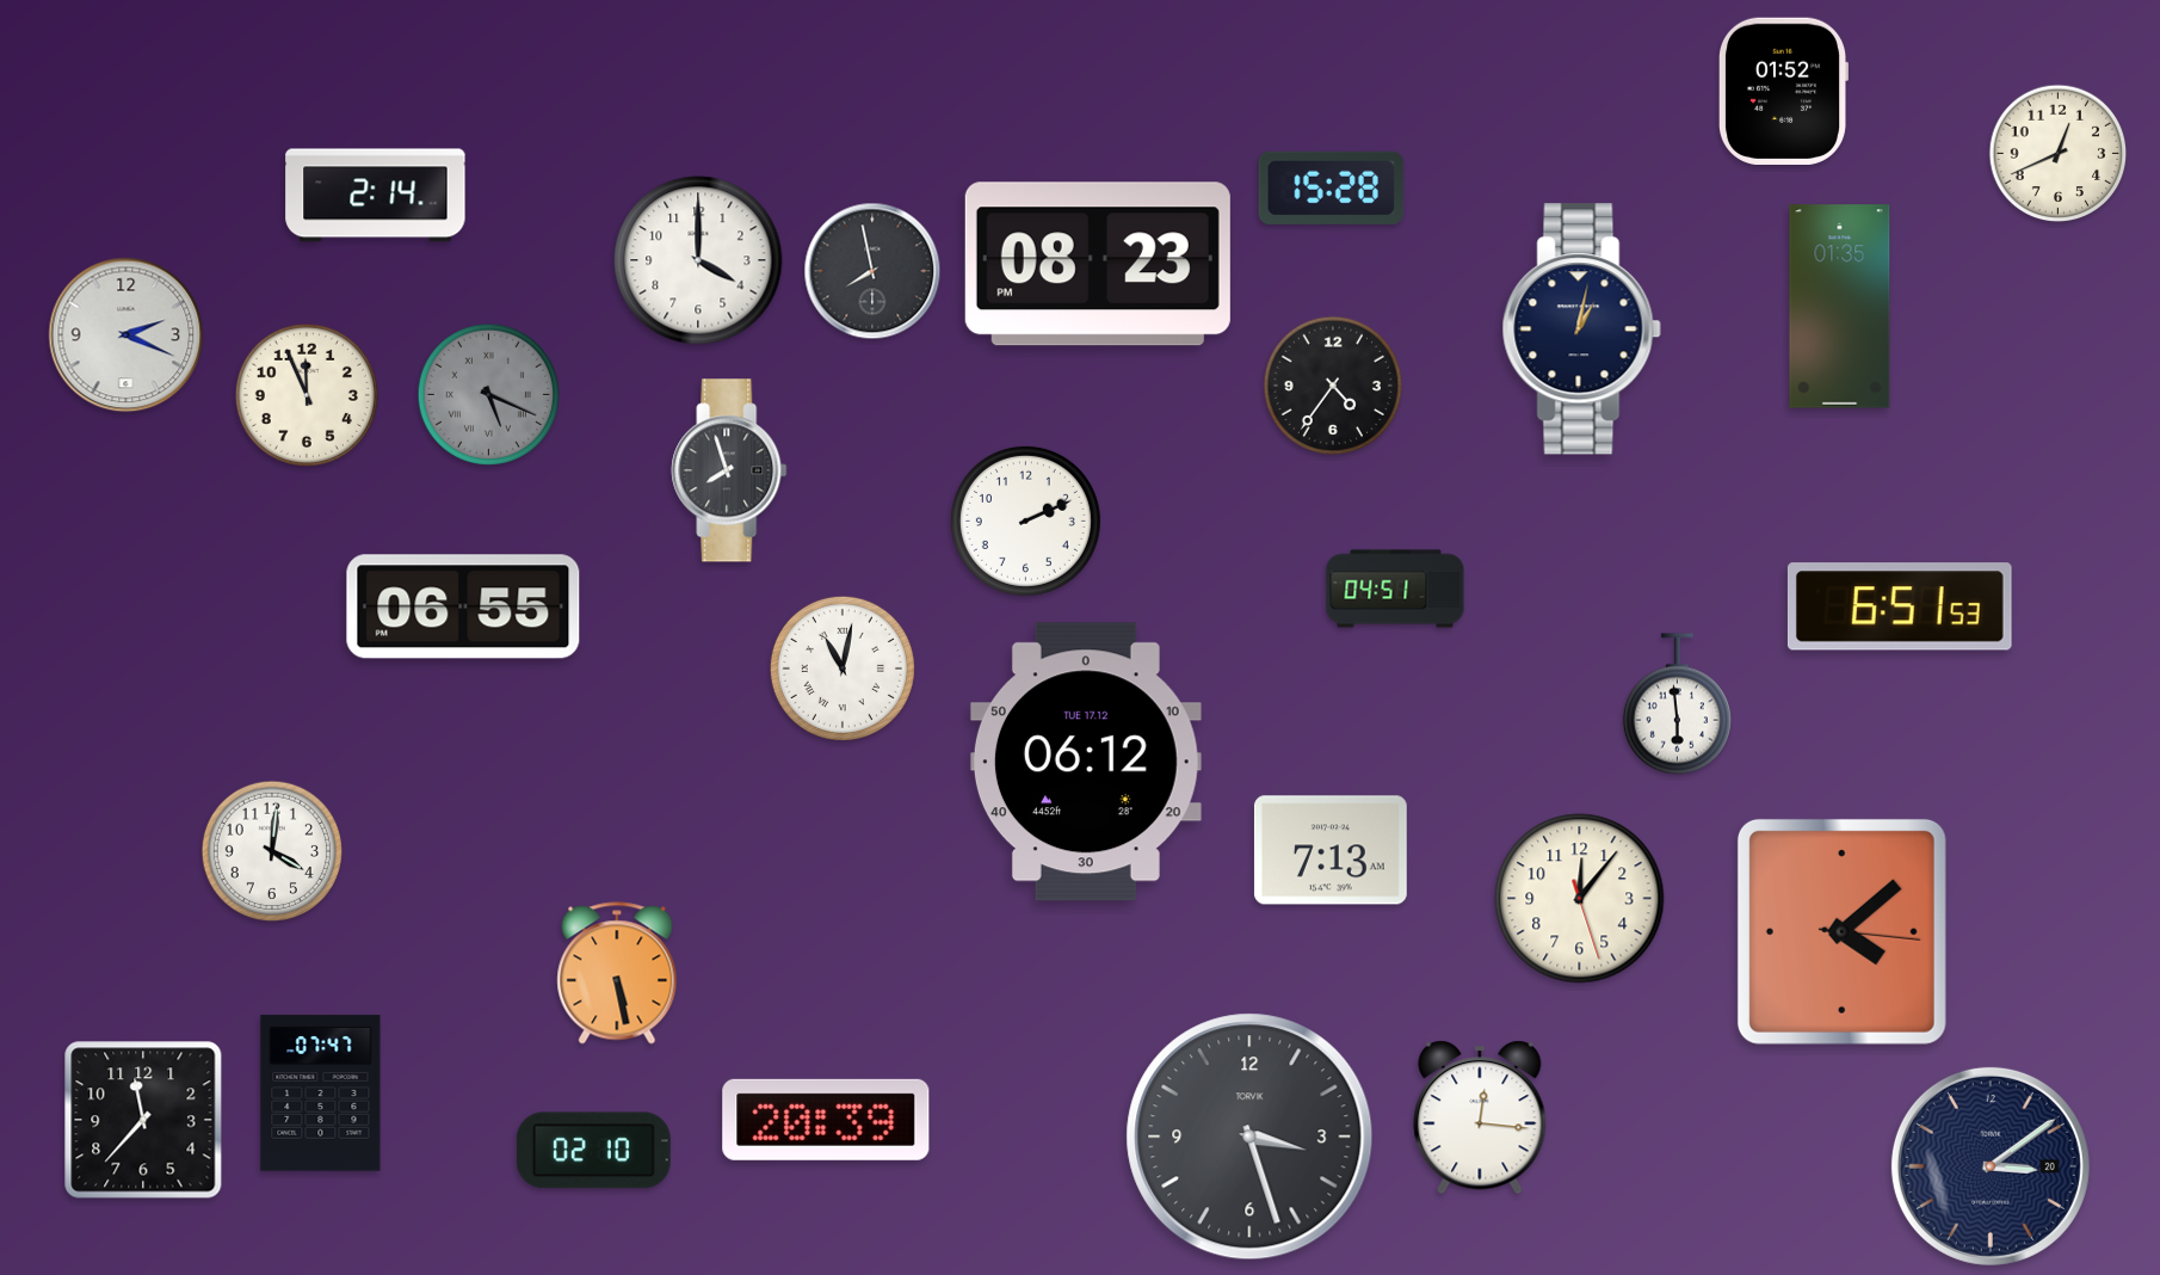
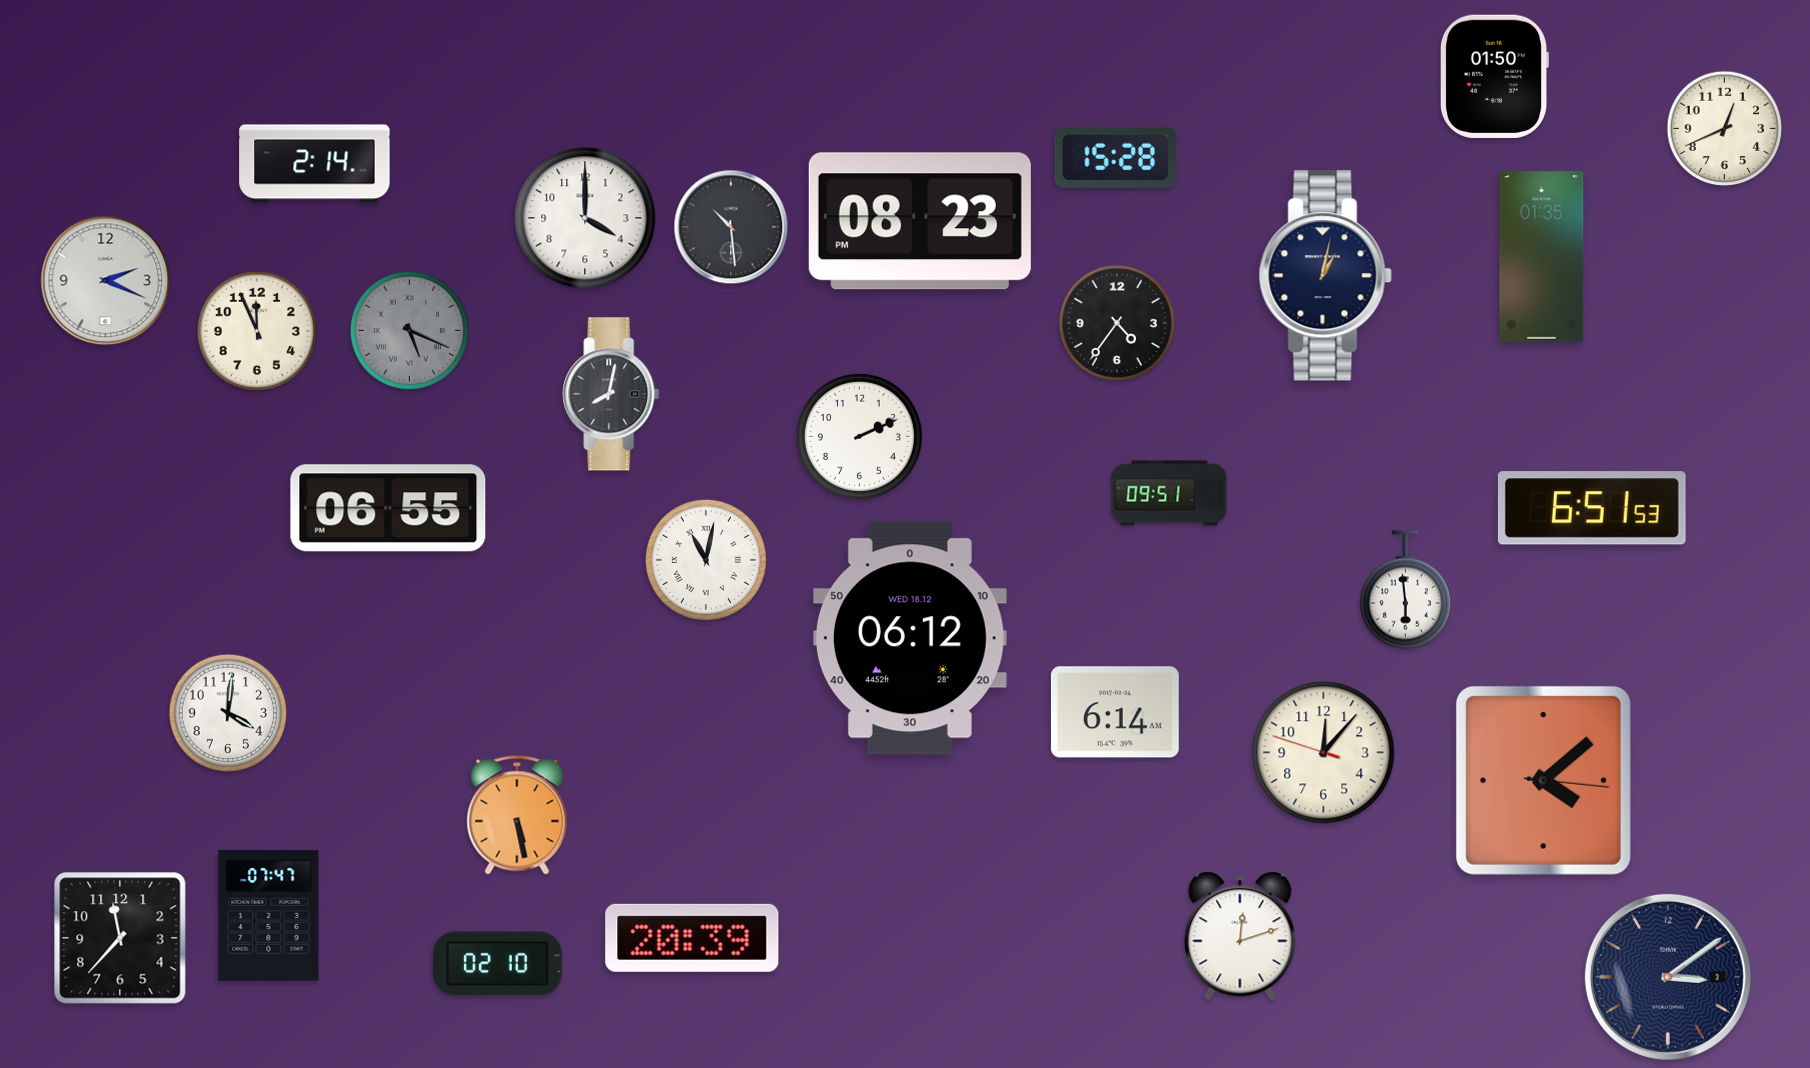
clock at (1782, 91): 01:52 -> 01:50
clock at (872, 271): 7:58 -> 10:29
clock at (729, 470): 7:57 -> 8:02
clock at (1395, 589): 04:51 -> 09:51
clock at (1086, 762) date: TUE 17.12 -> WED 18.12
clock at (1331, 850): 7:13 -> 6:14
clock at (1580, 899): 12:06:27 -> 12:06:48
clock at (1480, 1117): 12:16 -> 12:12
clock at (1249, 1137): 3:27 -> none
clock at (1991, 1166) date: 20 -> 3
